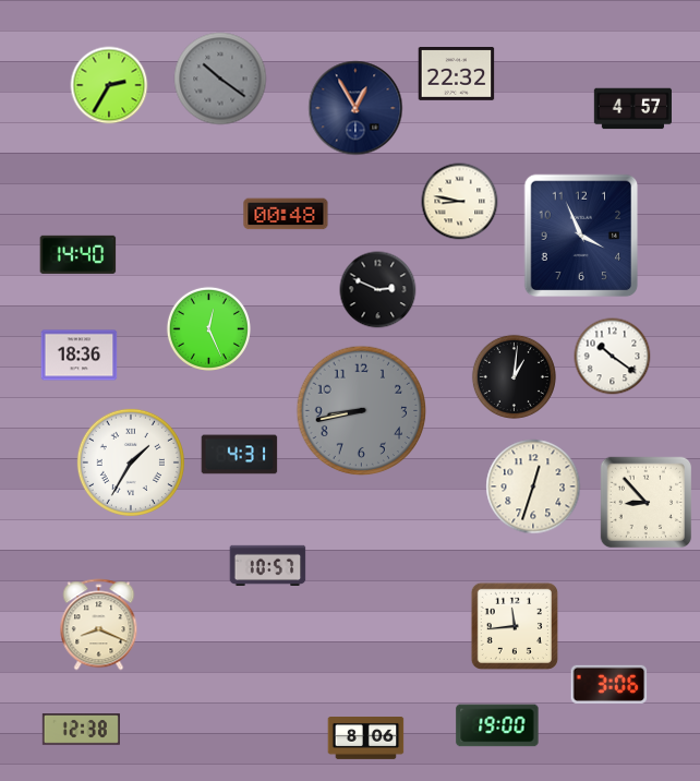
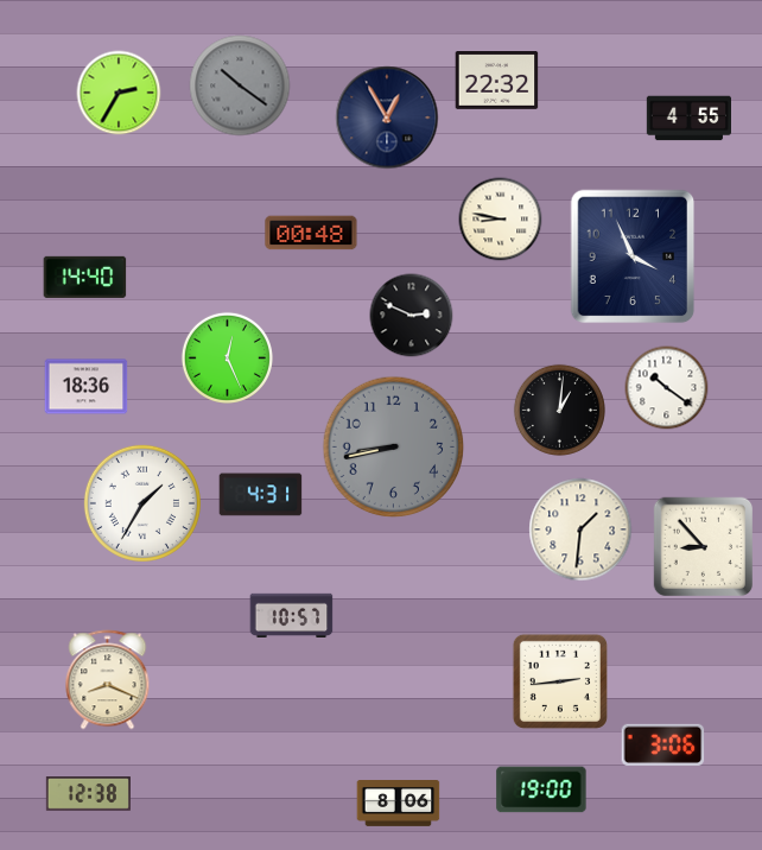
clock at (632, 109): 4:57 -> 4:55
clock at (533, 486): 12:33 -> 1:31
clock at (515, 626): 11:44 -> 2:44
